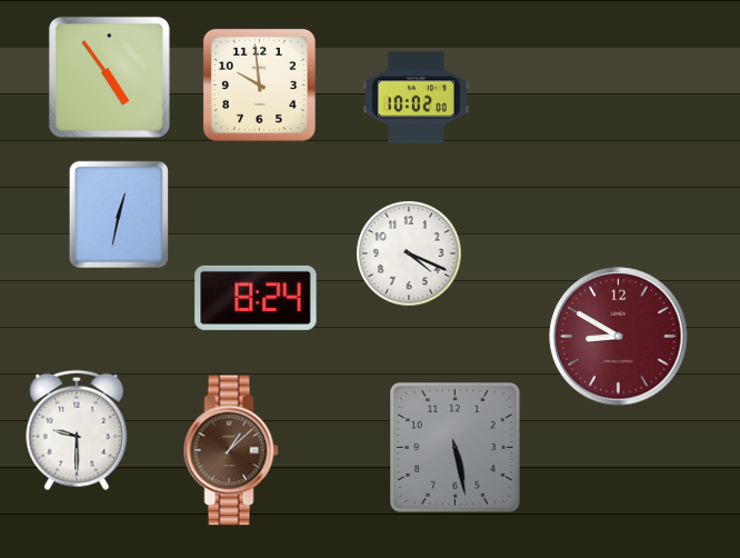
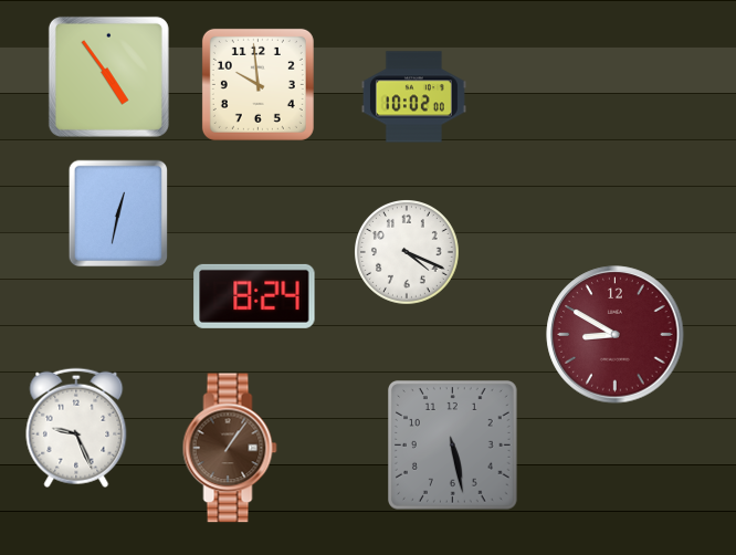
clock at (77, 430): 9:30 -> 9:26
clock at (231, 450): 1:08 -> 1:06
